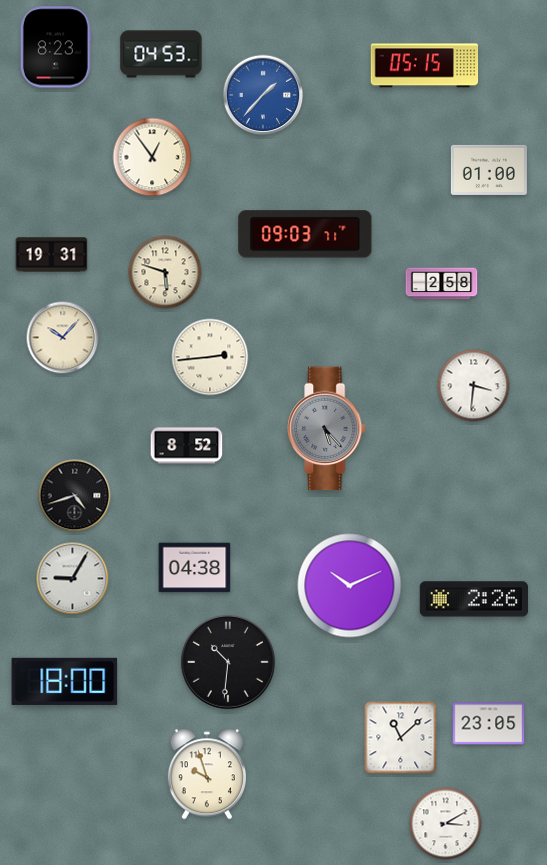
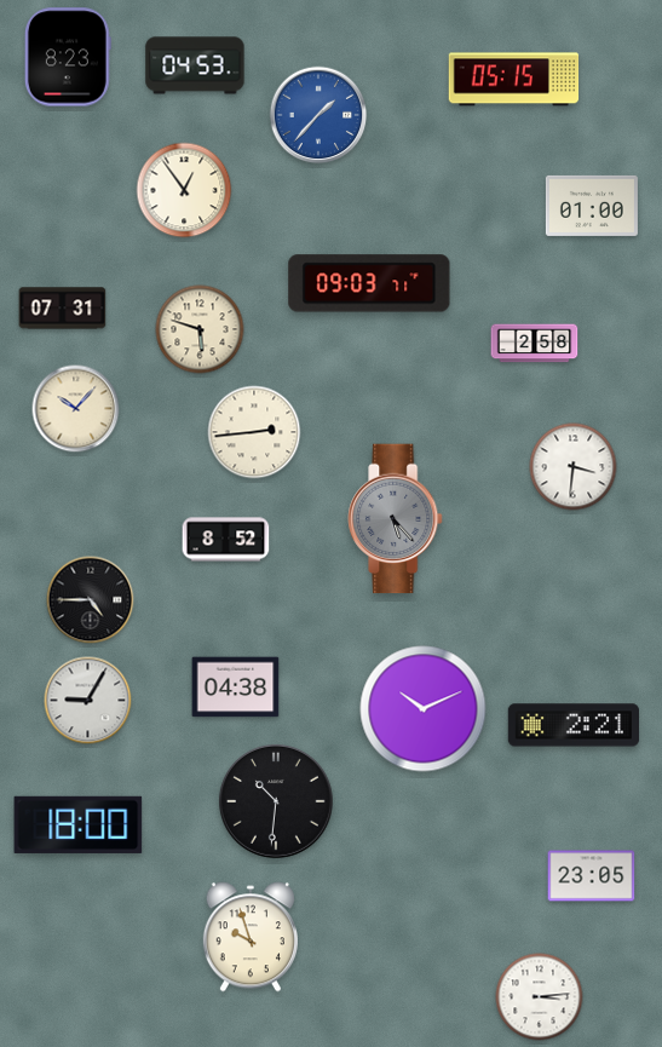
clock at (52, 255): 19:31 -> 07:31
clock at (75, 496): 4:42 -> 4:45
clock at (473, 599): 2:26 -> 2:21
clock at (401, 738): 11:08 -> none
clock at (446, 824): 3:10 -> 3:14
